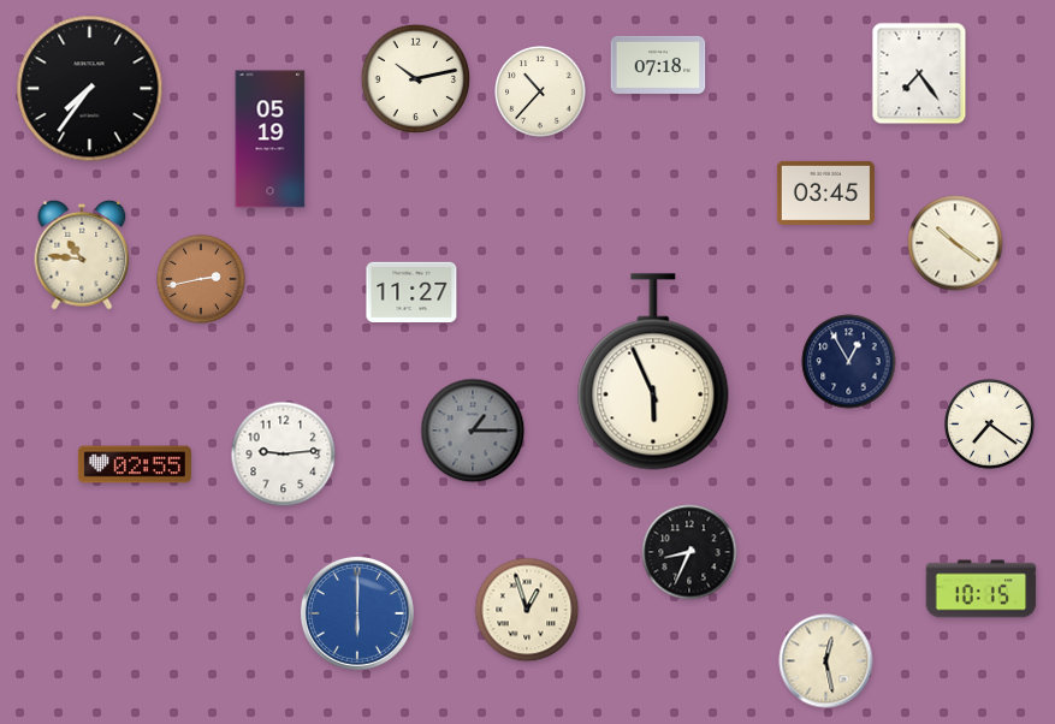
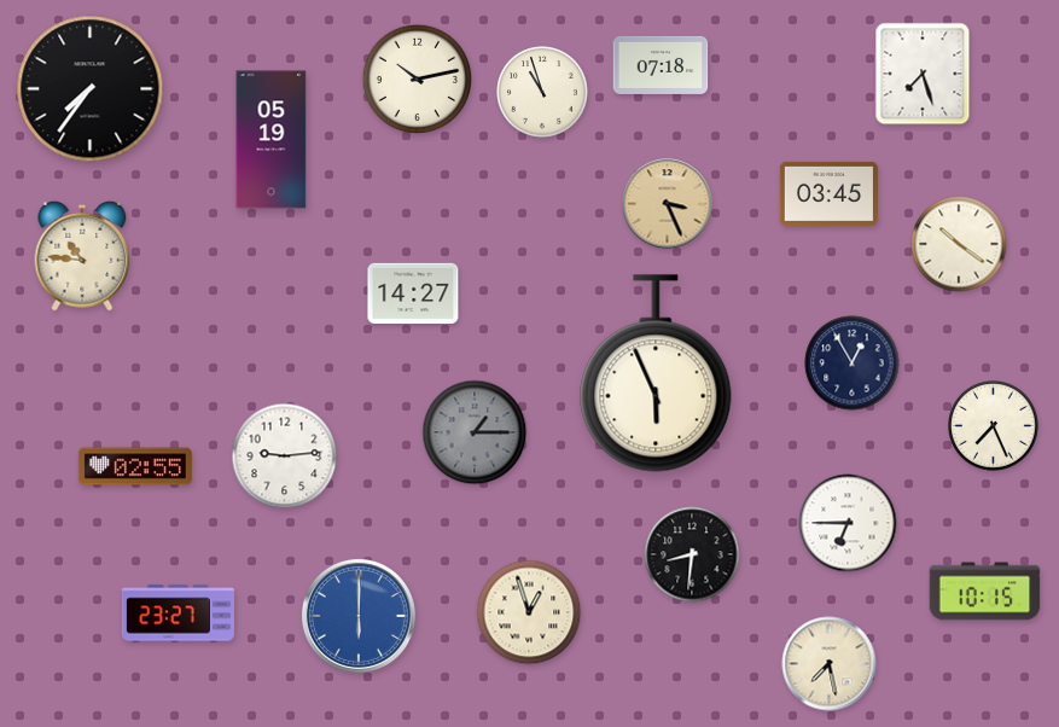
clock at (919, 73): 7:24 -> 7:27
clock at (540, 91): 10:37 -> 10:57
clock at (668, 204): none -> 3:26
clock at (202, 280): 2:43 -> none
clock at (411, 291): 11:27 -> 14:27
clock at (990, 425): 7:21 -> 7:26
clock at (848, 523): none -> 6:45
clock at (689, 552): 8:34 -> 8:31
clock at (178, 613): none -> 23:27
clock at (826, 661): 12:28 -> 7:28
